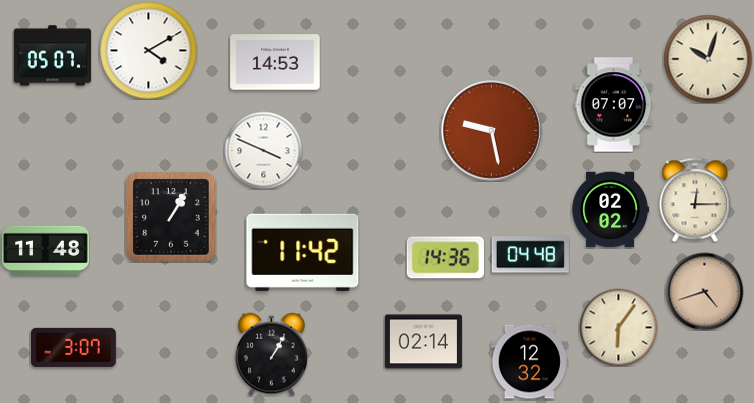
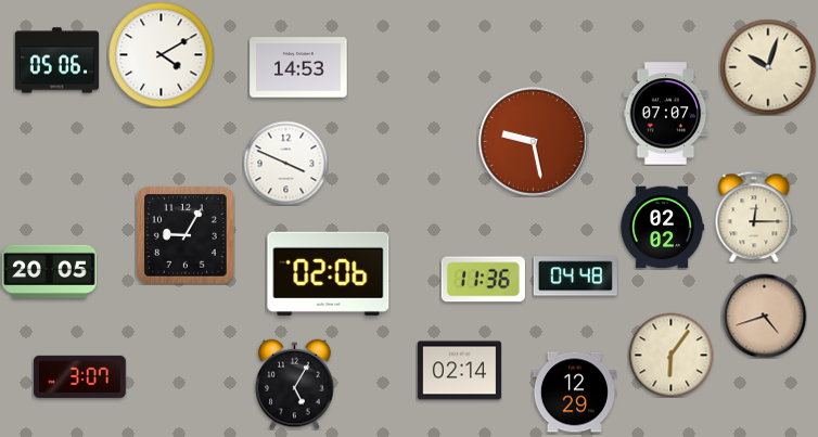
clock at (52, 56): 05:07 -> 05:06
clock at (708, 59) position: (708, 59) -> (768, 67)
clock at (172, 218): 1:05 -> 9:05
clock at (46, 250): 11:48 -> 20:05
clock at (303, 252): 11:42 -> 02:06
clock at (445, 258): 14:36 -> 11:36
clock at (272, 354): 1:05 -> 5:05
clock at (529, 362): 12:32 -> 12:29
